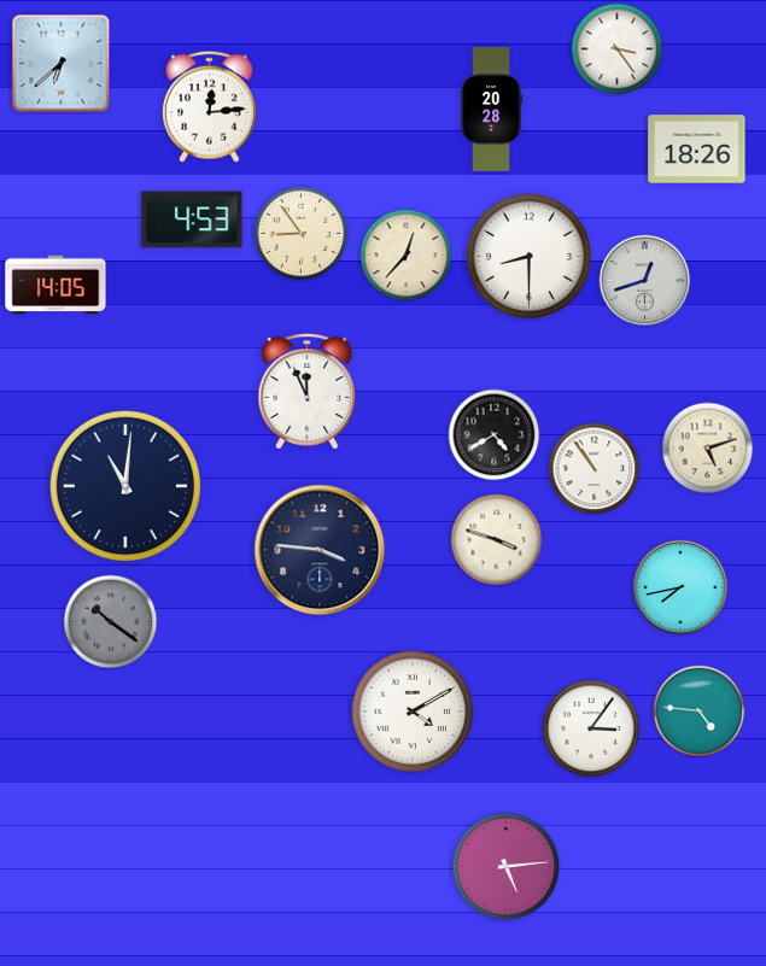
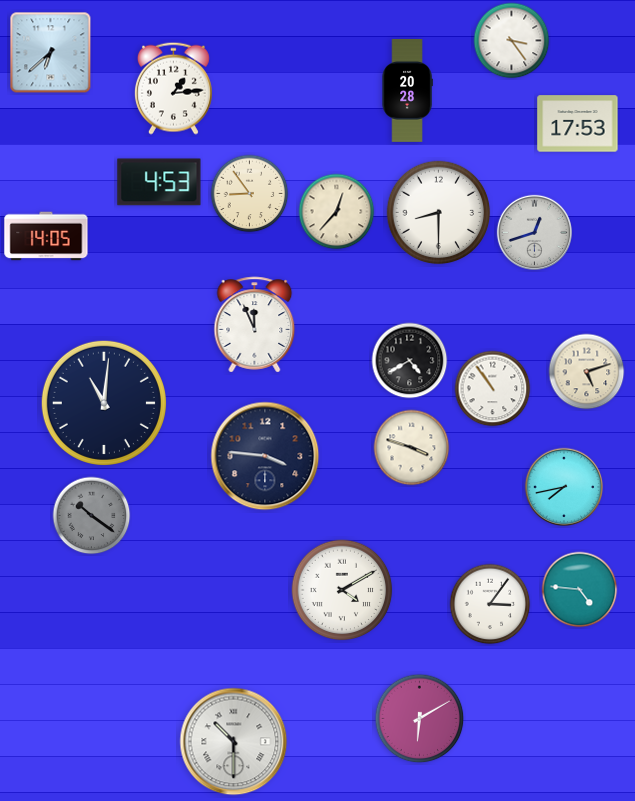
clock at (209, 106): 12:14 -> 1:14
clock at (697, 150): 18:26 -> 17:53
clock at (507, 867): 5:14 -> 6:10
clock at (234, 742): none -> 10:30
